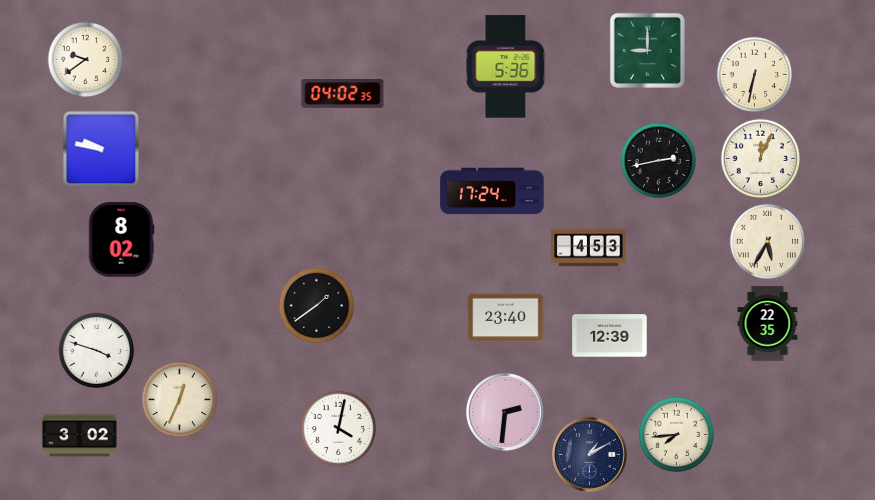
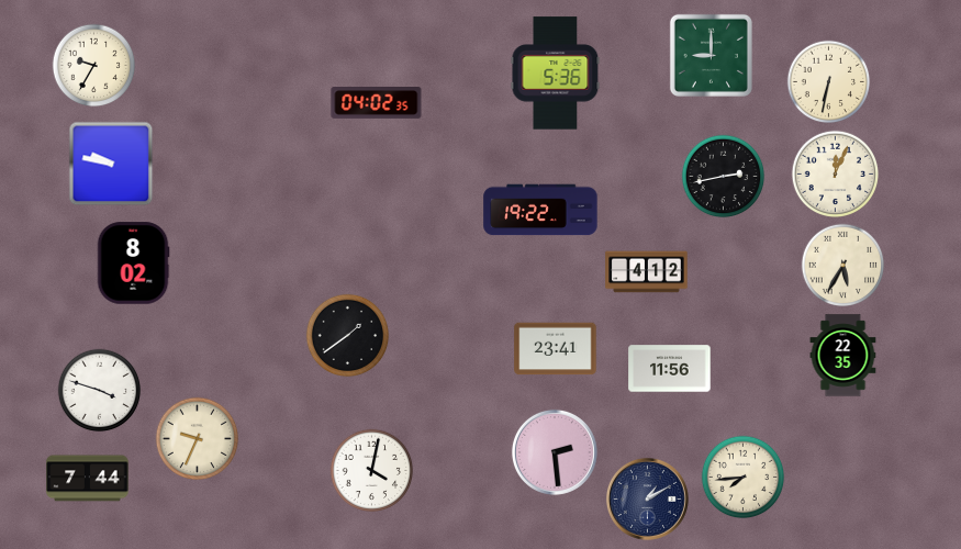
clock at (86, 60): 9:39 -> 9:35
clock at (492, 191): 17:24 -> 19:22
clock at (589, 248): 4:53 -> 4:12
clock at (506, 318): 23:40 -> 23:41
clock at (610, 336): 12:39 -> 11:56
clock at (97, 351) position: (97, 351) -> (100, 391)
clock at (180, 400): 12:34 -> 9:34
clock at (505, 412): 2:31 -> 2:29
clock at (80, 436): 3:02 -> 7:44
